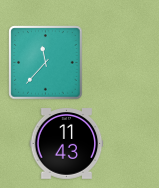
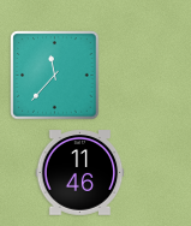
clock at (67, 144): 11:43 -> 11:46
